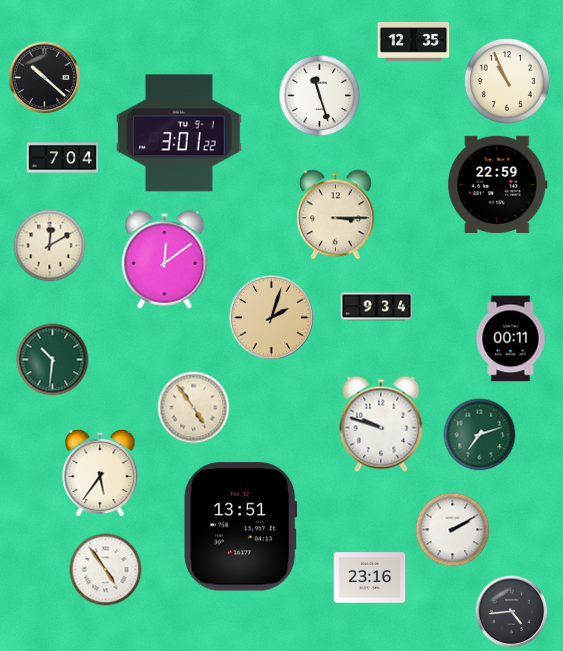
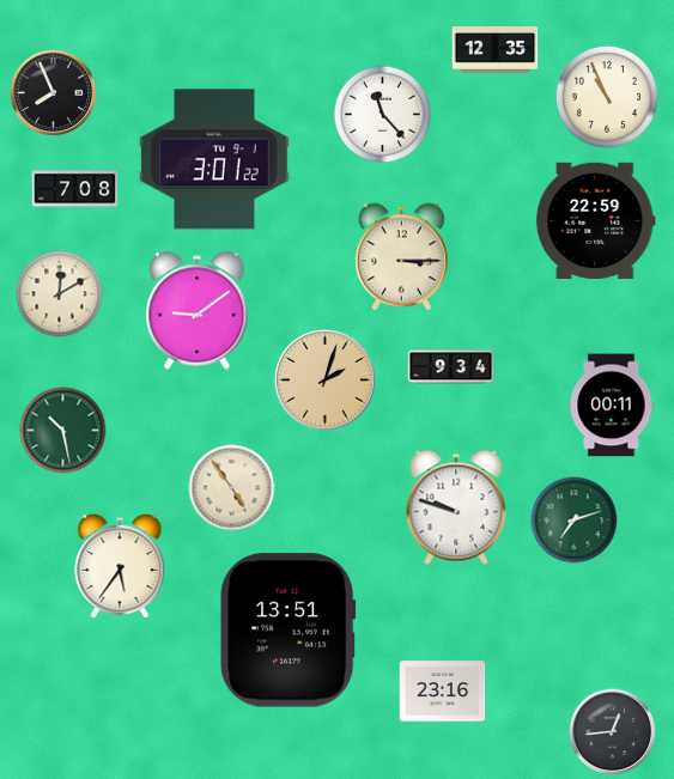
clock at (45, 78): 10:22 -> 7:56
clock at (320, 96): 11:27 -> 11:23
clock at (63, 158): 7:04 -> 7:08
clock at (165, 260): 12:09 -> 9:09
clock at (53, 360): 10:31 -> 10:28
clock at (453, 530): 2:10 -> none
clock at (106, 570): 4:54 -> none
clock at (512, 612): 4:44 -> 12:44
